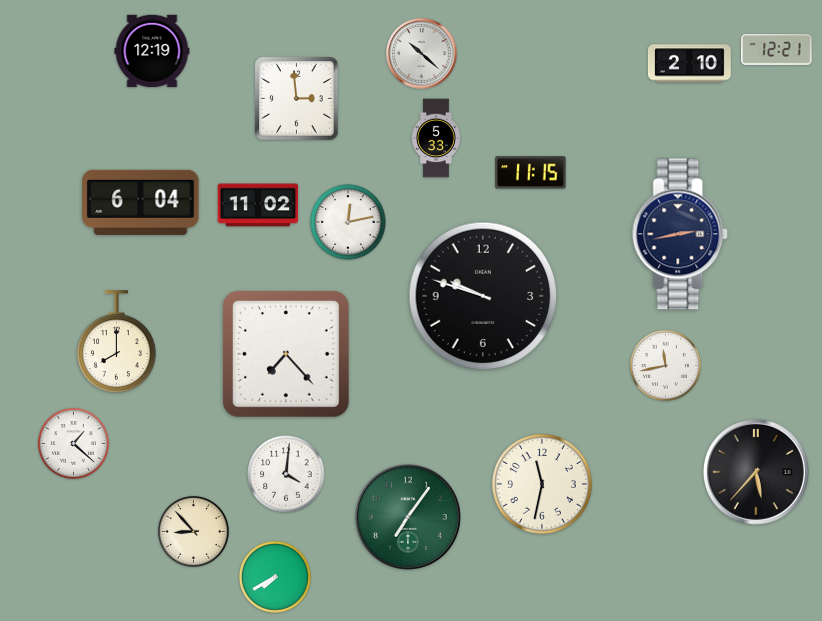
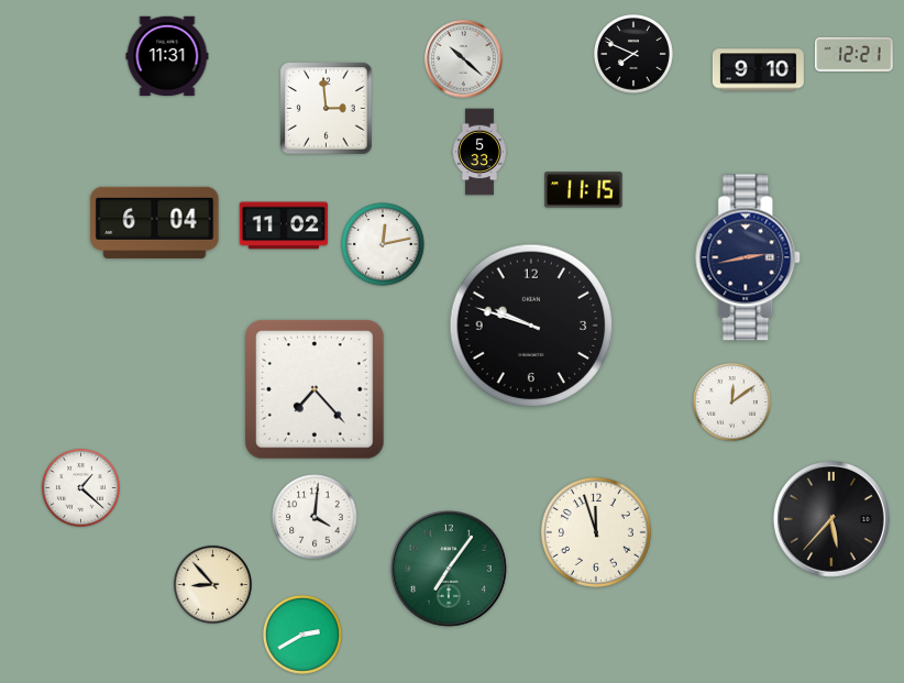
clock at (633, 54): none -> 7:49
clock at (152, 51): 12:19 -> 11:31
clock at (689, 64): 2:10 -> 9:10
clock at (117, 342): 8:00 -> none
clock at (665, 365): 11:43 -> 12:09
clock at (286, 474) position: (286, 474) -> (315, 517)
clock at (542, 484): 11:32 -> 11:57
clock at (275, 577): 7:40 -> 2:40
